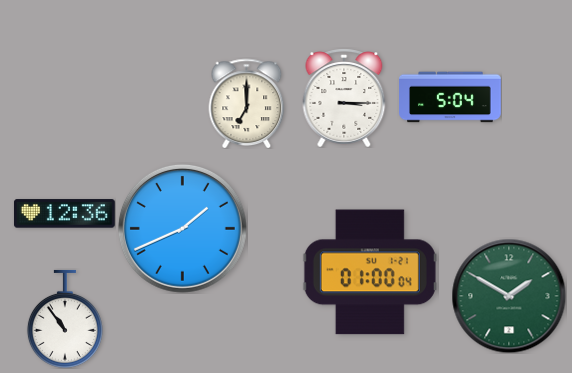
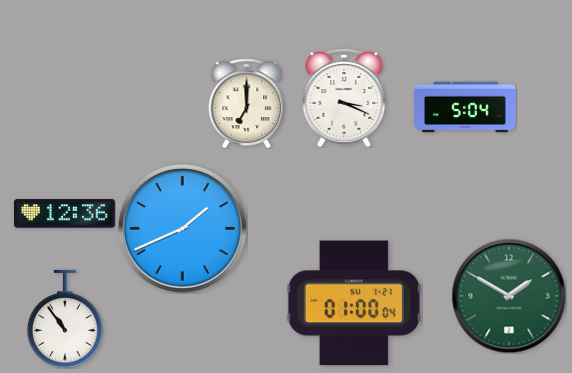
clock at (450, 97) position: (450, 97) -> (465, 107)
clock at (344, 98): 3:15 -> 3:19
clock at (370, 272) position: (370, 272) -> (354, 303)
